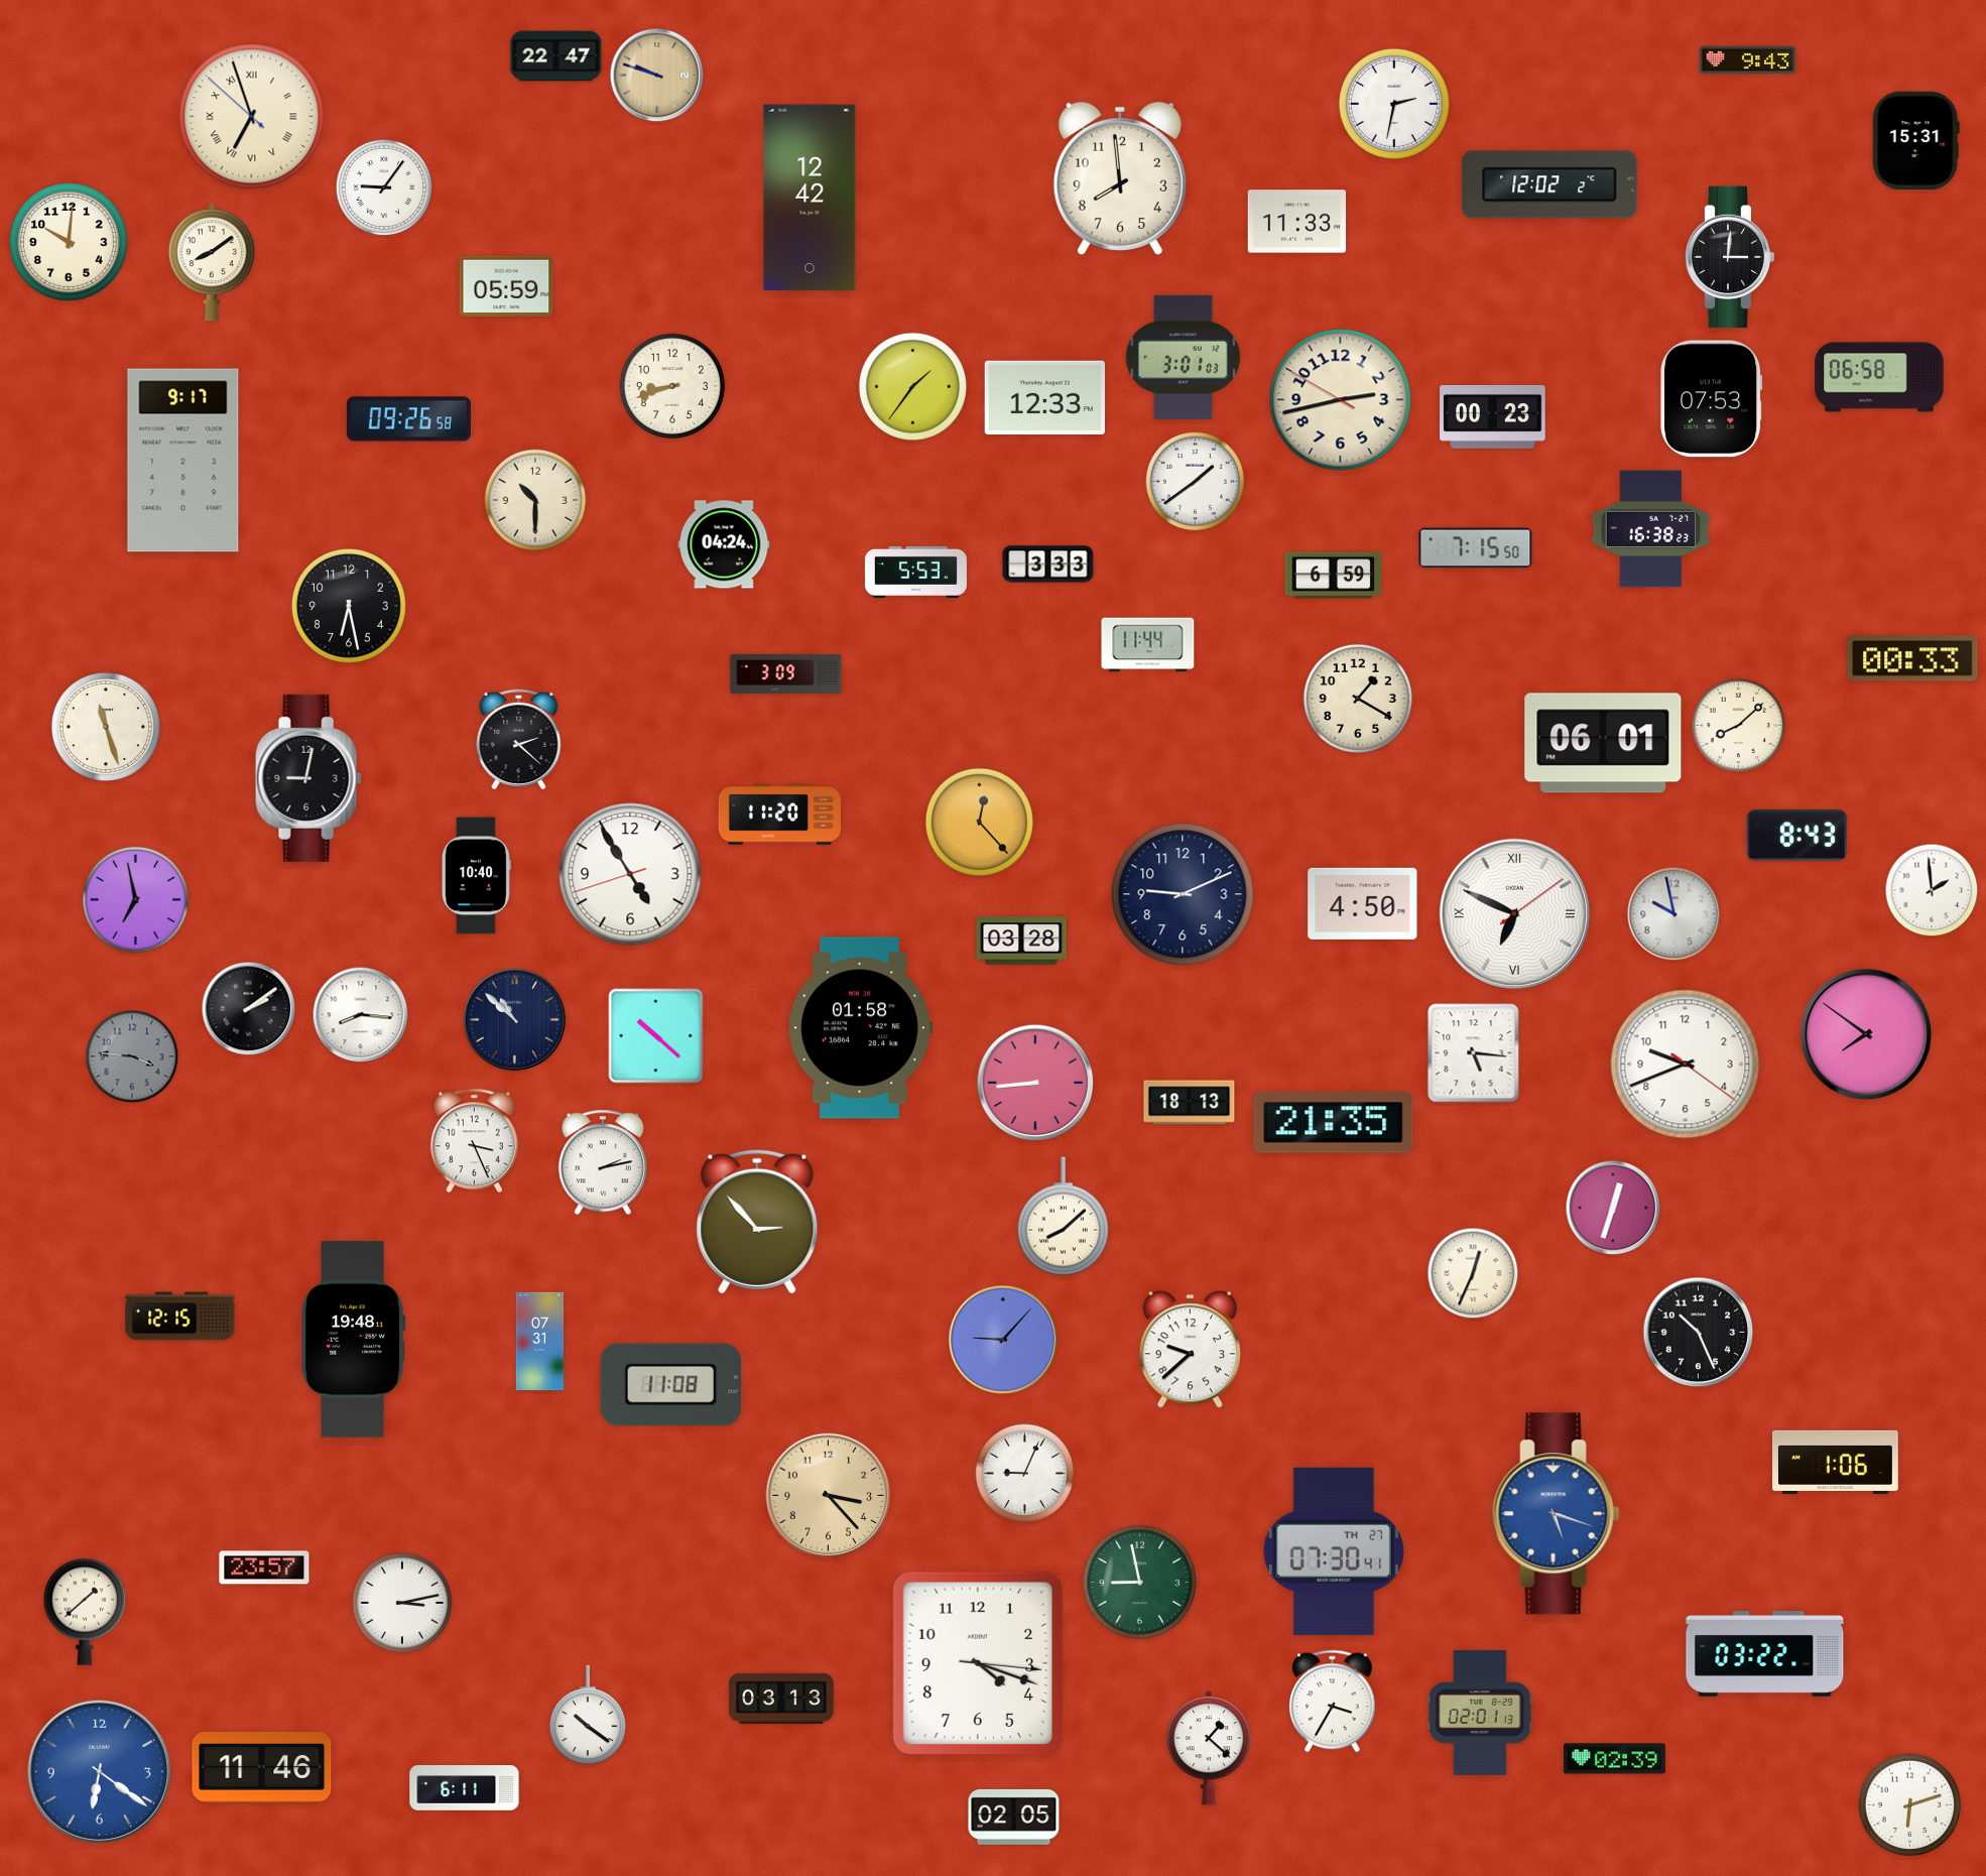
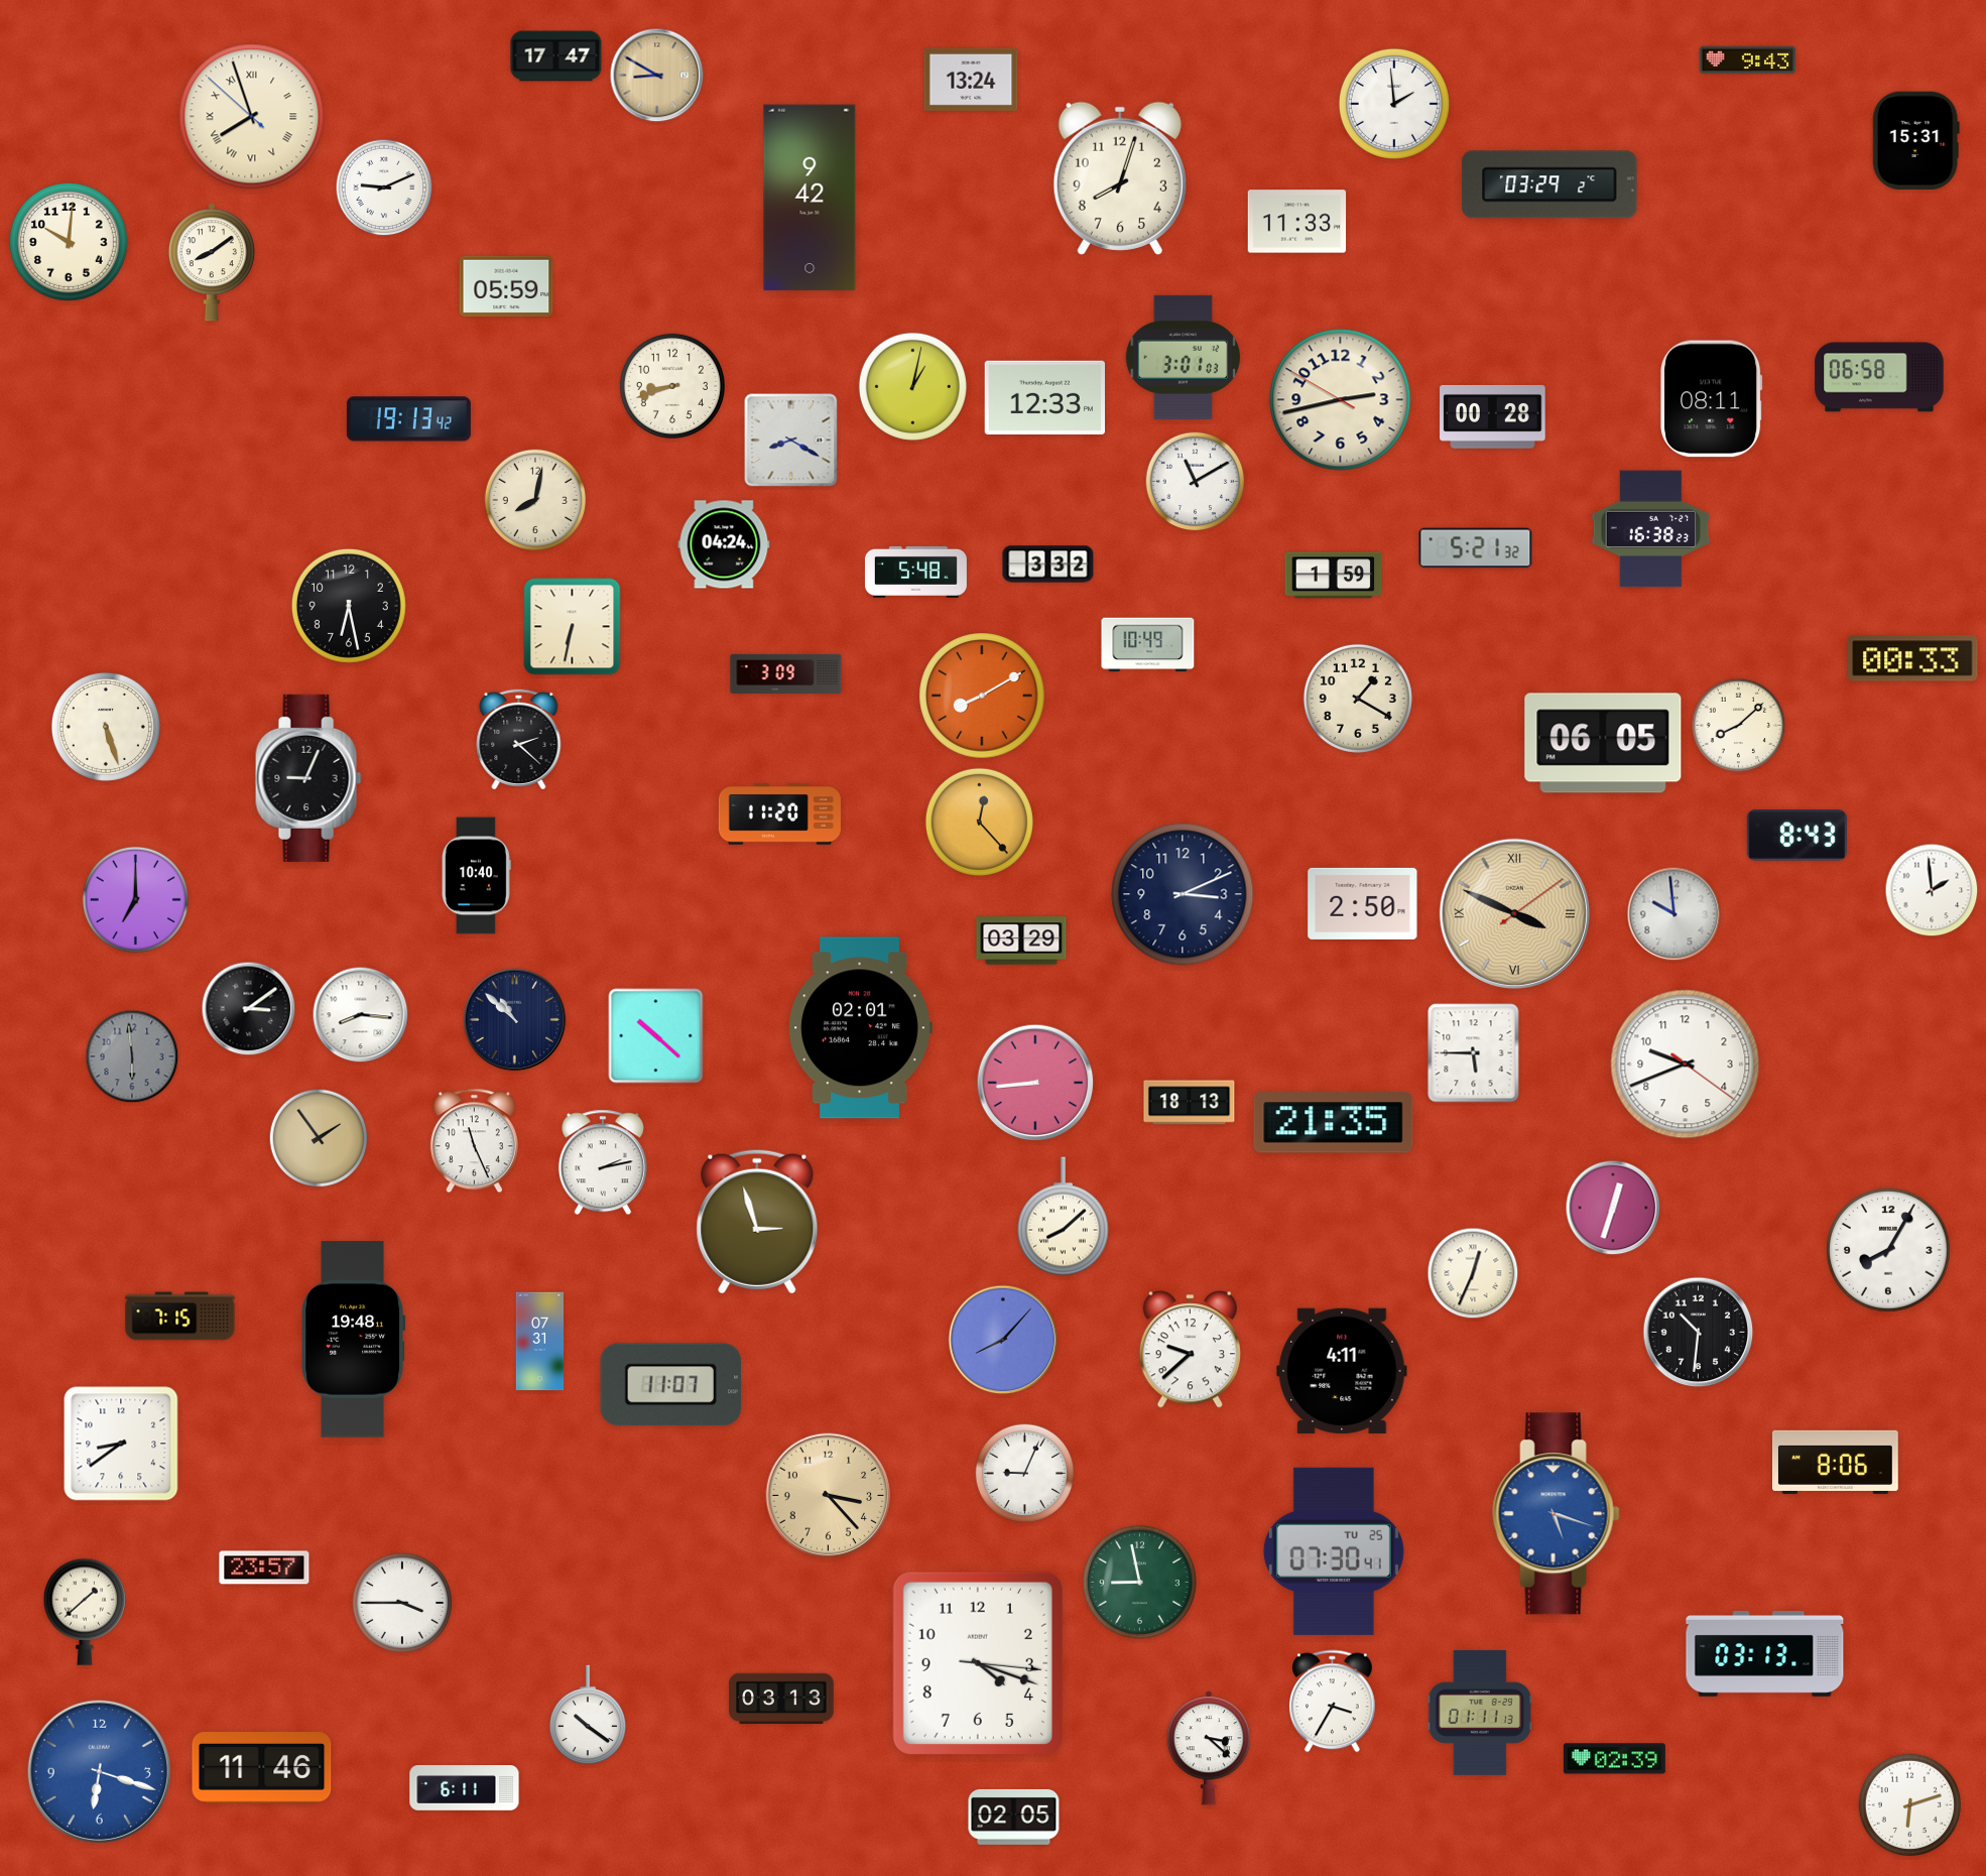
clock at (556, 56): 22:47 -> 17:47
clock at (657, 76): 9:48 -> 8:50
clock at (971, 80): none -> 13:24
clock at (1394, 104): 2:32 -> 1:59
clock at (252, 117): 6:56 -> 7:56
clock at (1120, 178): 7:59 -> 8:03
clock at (1549, 184): 12:02 -> 03:29
clock at (384, 187): 9:06 -> 9:11
clock at (810, 198): 12:42 -> 9:42
clock at (1730, 257): 3:01 -> none
clock at (912, 386): 1:36 -> 1:02
clock at (1712, 399): 07:53 -> 08:11
clock at (1493, 416): 00:23 -> 00:28
clock at (408, 419): 09:26 -> 19:13
clock at (791, 441): none -> 8:20
clock at (183, 461): 9:17 -> none
clock at (1196, 482): 1:39 -> 11:10
clock at (535, 500): 10:30 -> 8:02
clock at (1476, 548): 7:15 -> 5:21
clock at (1048, 565): 3:33 -> 3:32
clock at (915, 572): 5:53 -> 5:48
clock at (1334, 576): 6:59 -> 1:59
clock at (573, 627): none -> 6:32
clock at (1148, 645): 11:44 -> 10:49
clock at (982, 696): none -> 8:10
clock at (106, 727): 11:27 -> 5:27
clock at (1603, 743): 06:01 -> 06:05
clock at (308, 778): 9:02 -> 9:04
clock at (630, 874): 4:54 -> none
clock at (1183, 894): 9:11 -> 3:11
clock at (135, 899): 6:58 -> 7:00
clock at (1363, 903): 4:50 -> 2:50
clock at (1514, 913): 6:49 -> 3:49
clock at (1514, 913) dial: white -> champagne
clock at (1674, 914): 9:58 -> 9:59
clock at (1021, 941): 03:28 -> 03:29
clock at (249, 1009): 2:09 -> 3:09
clock at (860, 1028): 01:58 -> 02:01
clock at (1866, 1034): 7:51 -> none
clock at (1474, 1053): 5:16 -> 5:45
clock at (132, 1056): 3:46 -> 5:59
clock at (319, 1138): none -> 1:54
clock at (474, 1141): 3:26 -> 11:26
clock at (757, 1222): 2:53 -> 2:57
clock at (1888, 1250): none -> 8:05
clock at (180, 1317): 12:15 -> 7:15
clock at (1699, 1333): 10:26 -> 10:31
clock at (1003, 1340): 9:07 -> 8:07
clock at (1342, 1371): none -> 4:11
clock at (671, 1385): 11:08 -> 11:07
clock at (121, 1444): none -> 8:39
clock at (1836, 1462): 1:06 -> 8:06
clock at (1334, 1551) date: TH 27 -> TU 25
clock at (402, 1603): 3:13 -> 3:45
clock at (1765, 1654): 03:22 -> 03:13
clock at (1480, 1713): 02:01 -> 01:11
clock at (1209, 1748): 1:22 -> 3:22
clock at (99, 1771): 6:21 -> 6:18
